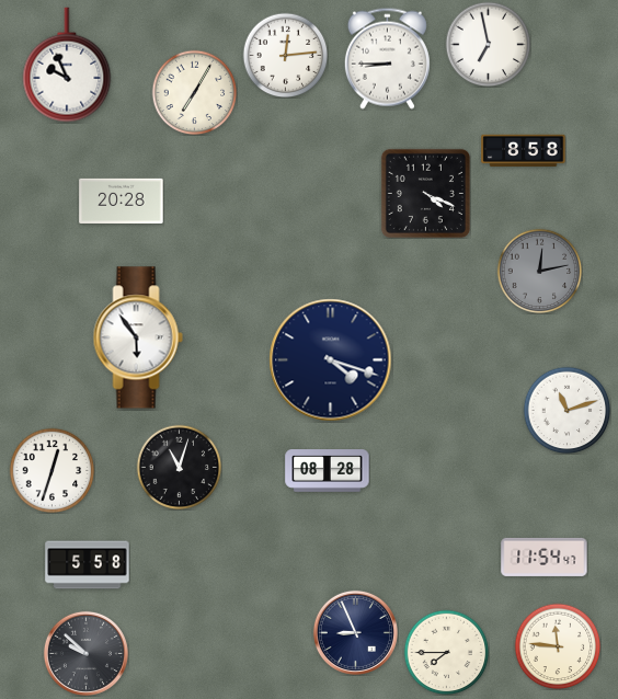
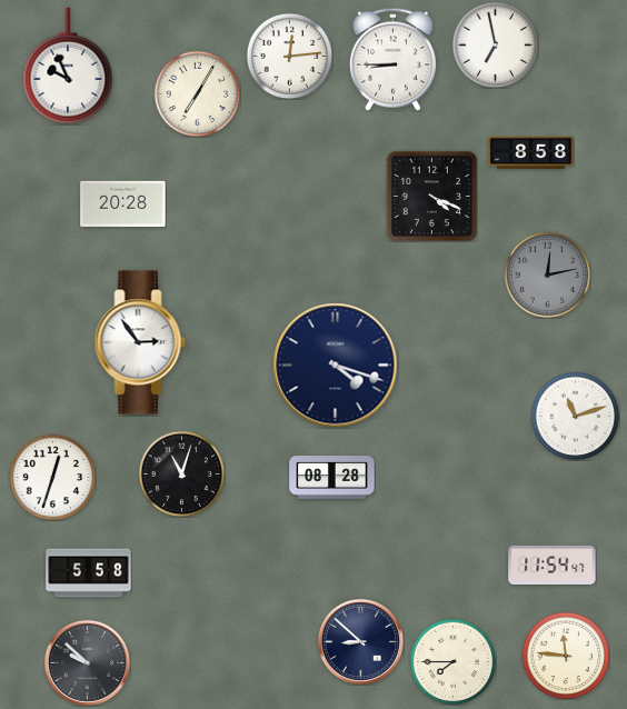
clock at (138, 337): 5:54 -> 2:54
clock at (355, 632): 8:56 -> 8:52
